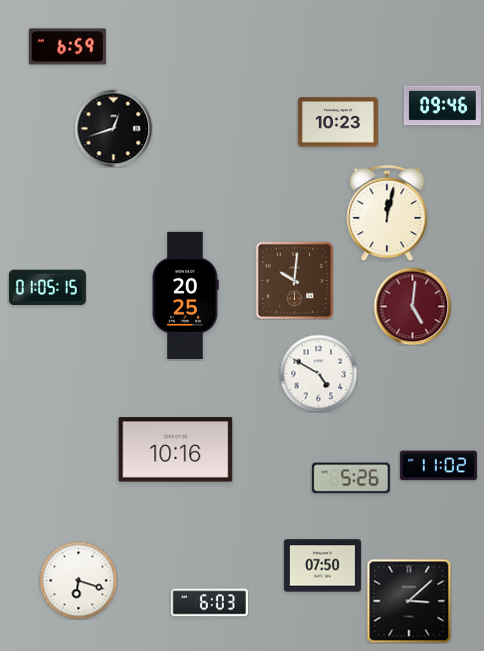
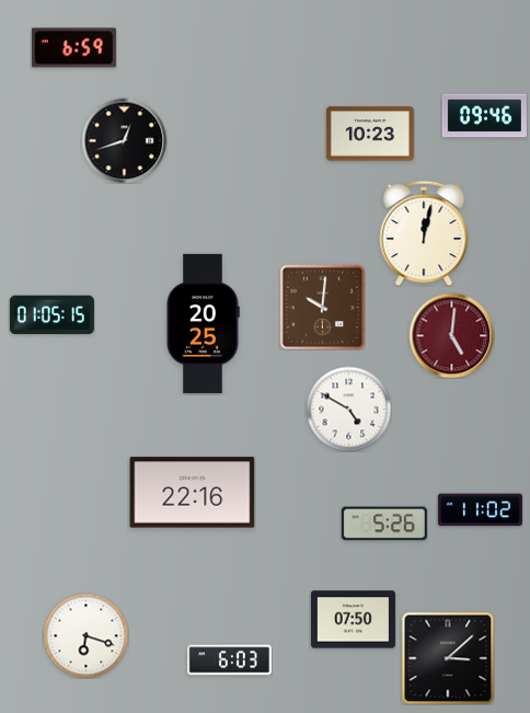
clock at (67, 47) position: (67, 47) -> (73, 48)
clock at (176, 450): 10:16 -> 22:16
